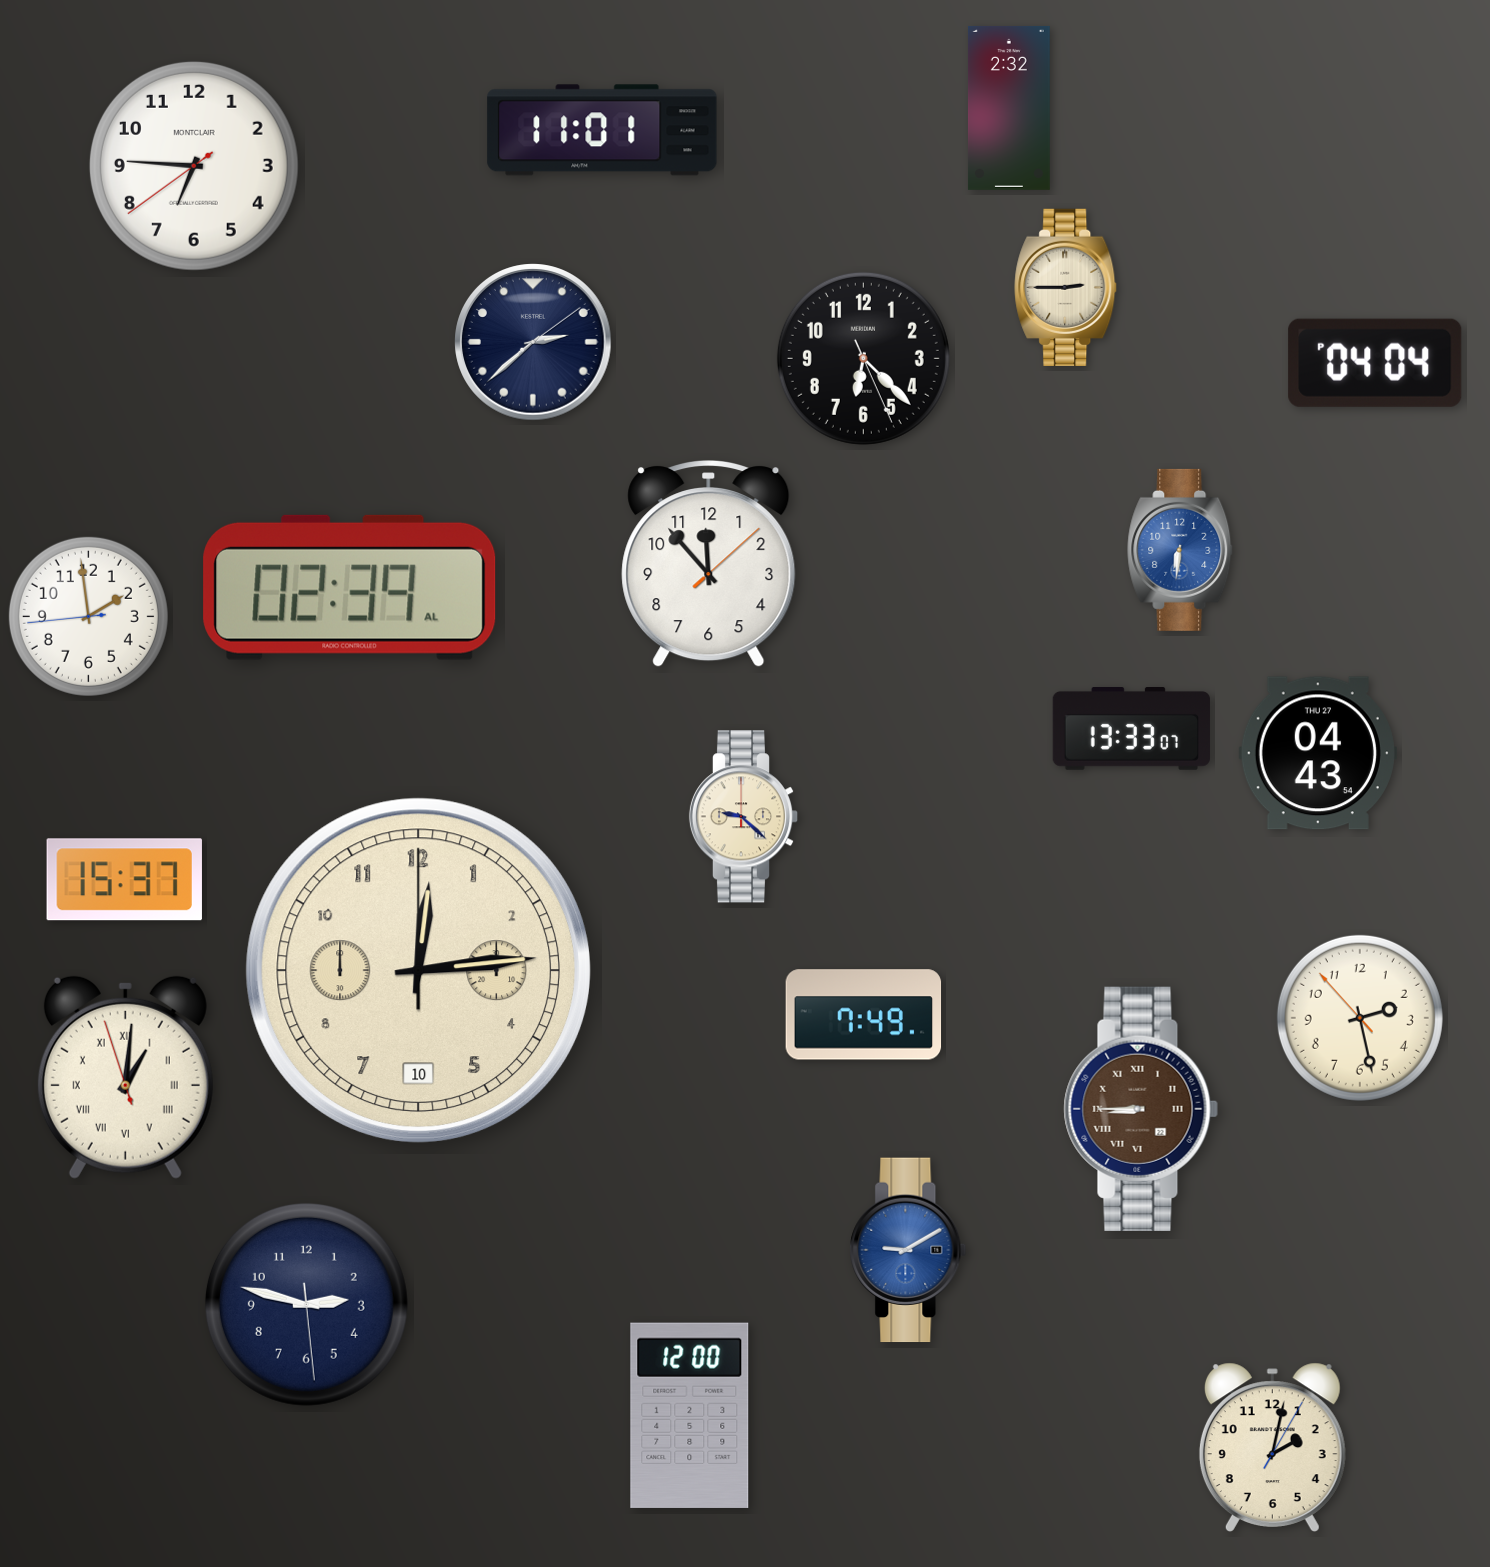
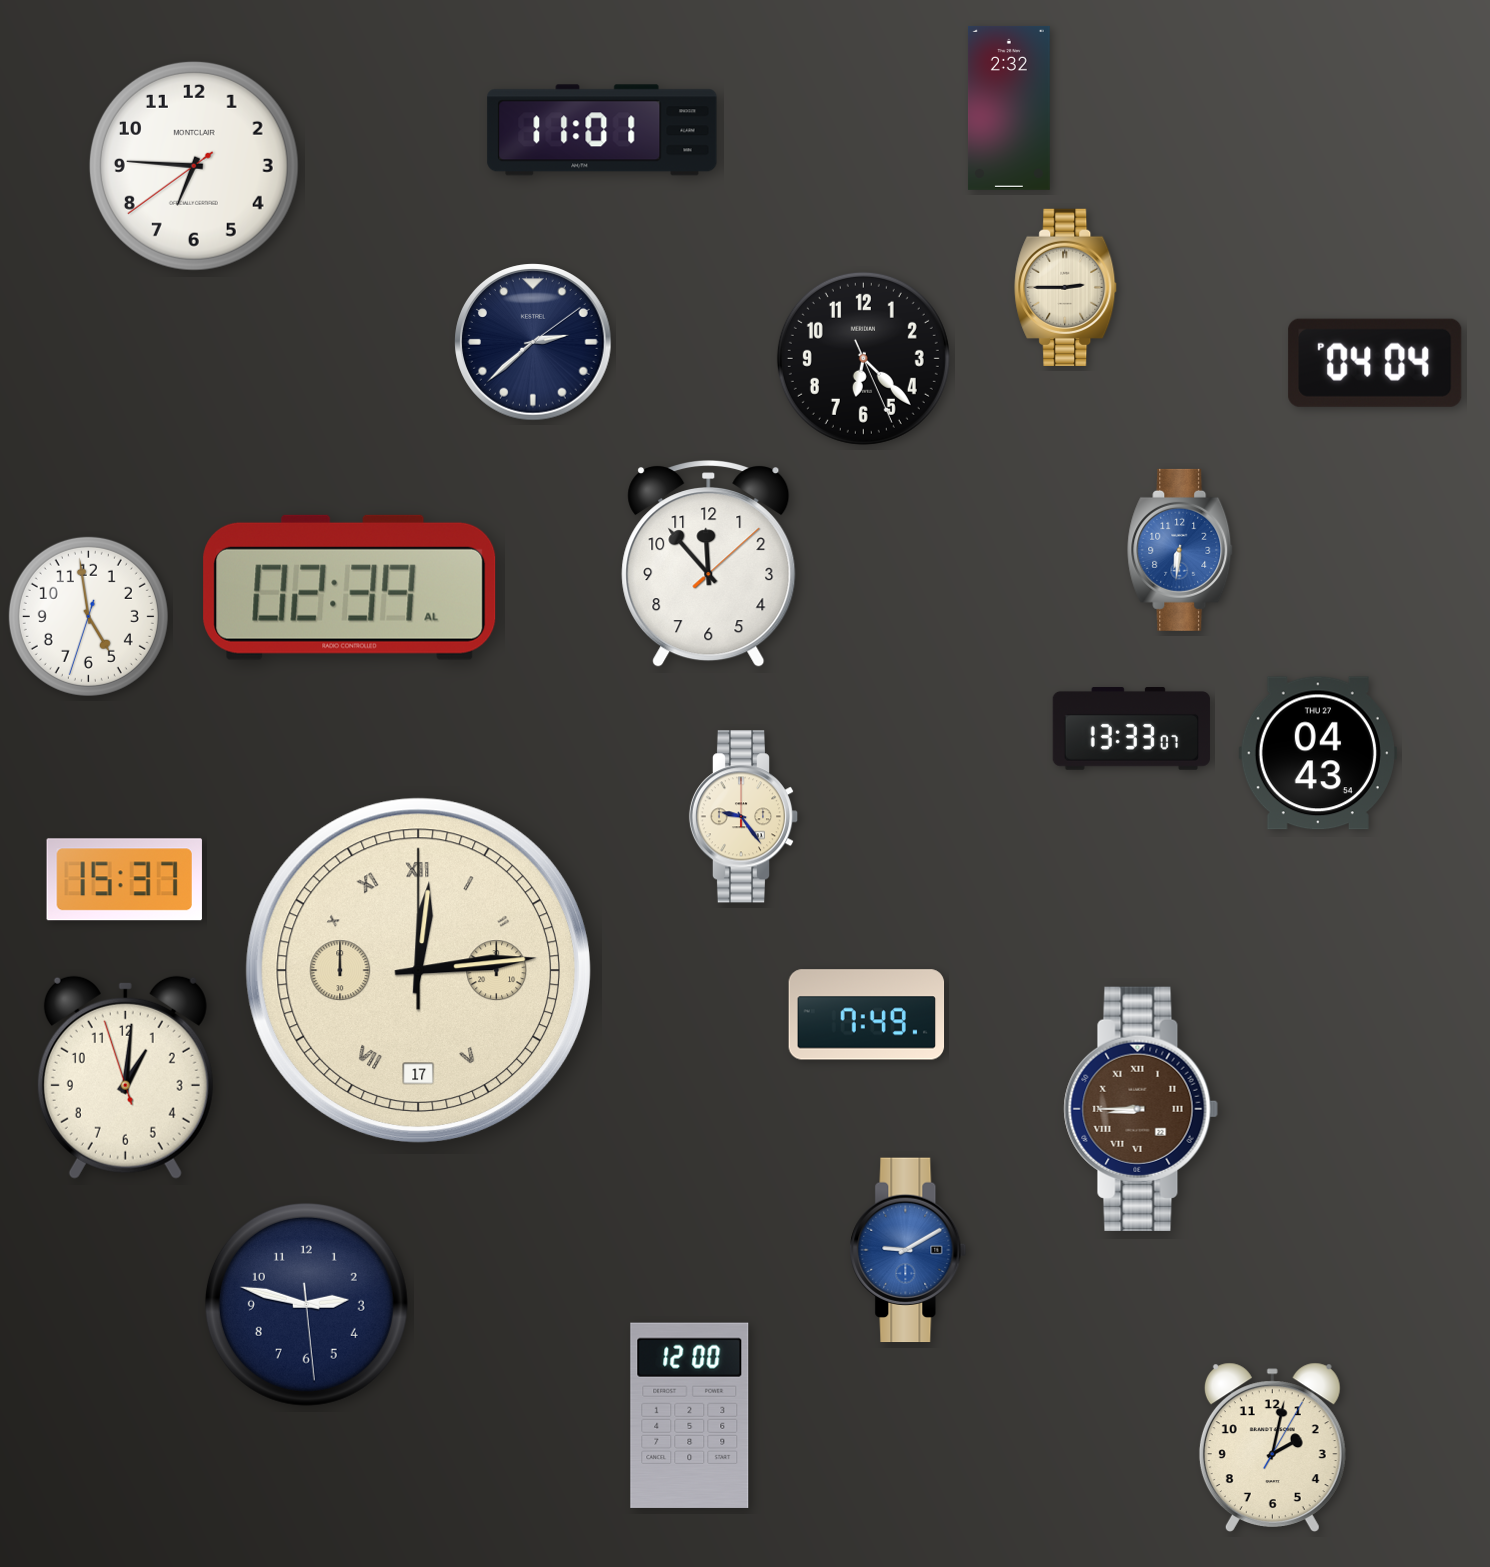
clock at (88, 616): 1:58 -> 4:58
clock at (744, 817): 9:22 -> 9:24
clock at (418, 970) date: 10 -> 17
clock at (418, 970) numerals: Arabic -> Roman
clock at (864, 1015) position: (864, 1015) -> (867, 1015)
clock at (1360, 1018): 2:27 -> none
clock at (125, 1077) numerals: Roman -> Arabic
